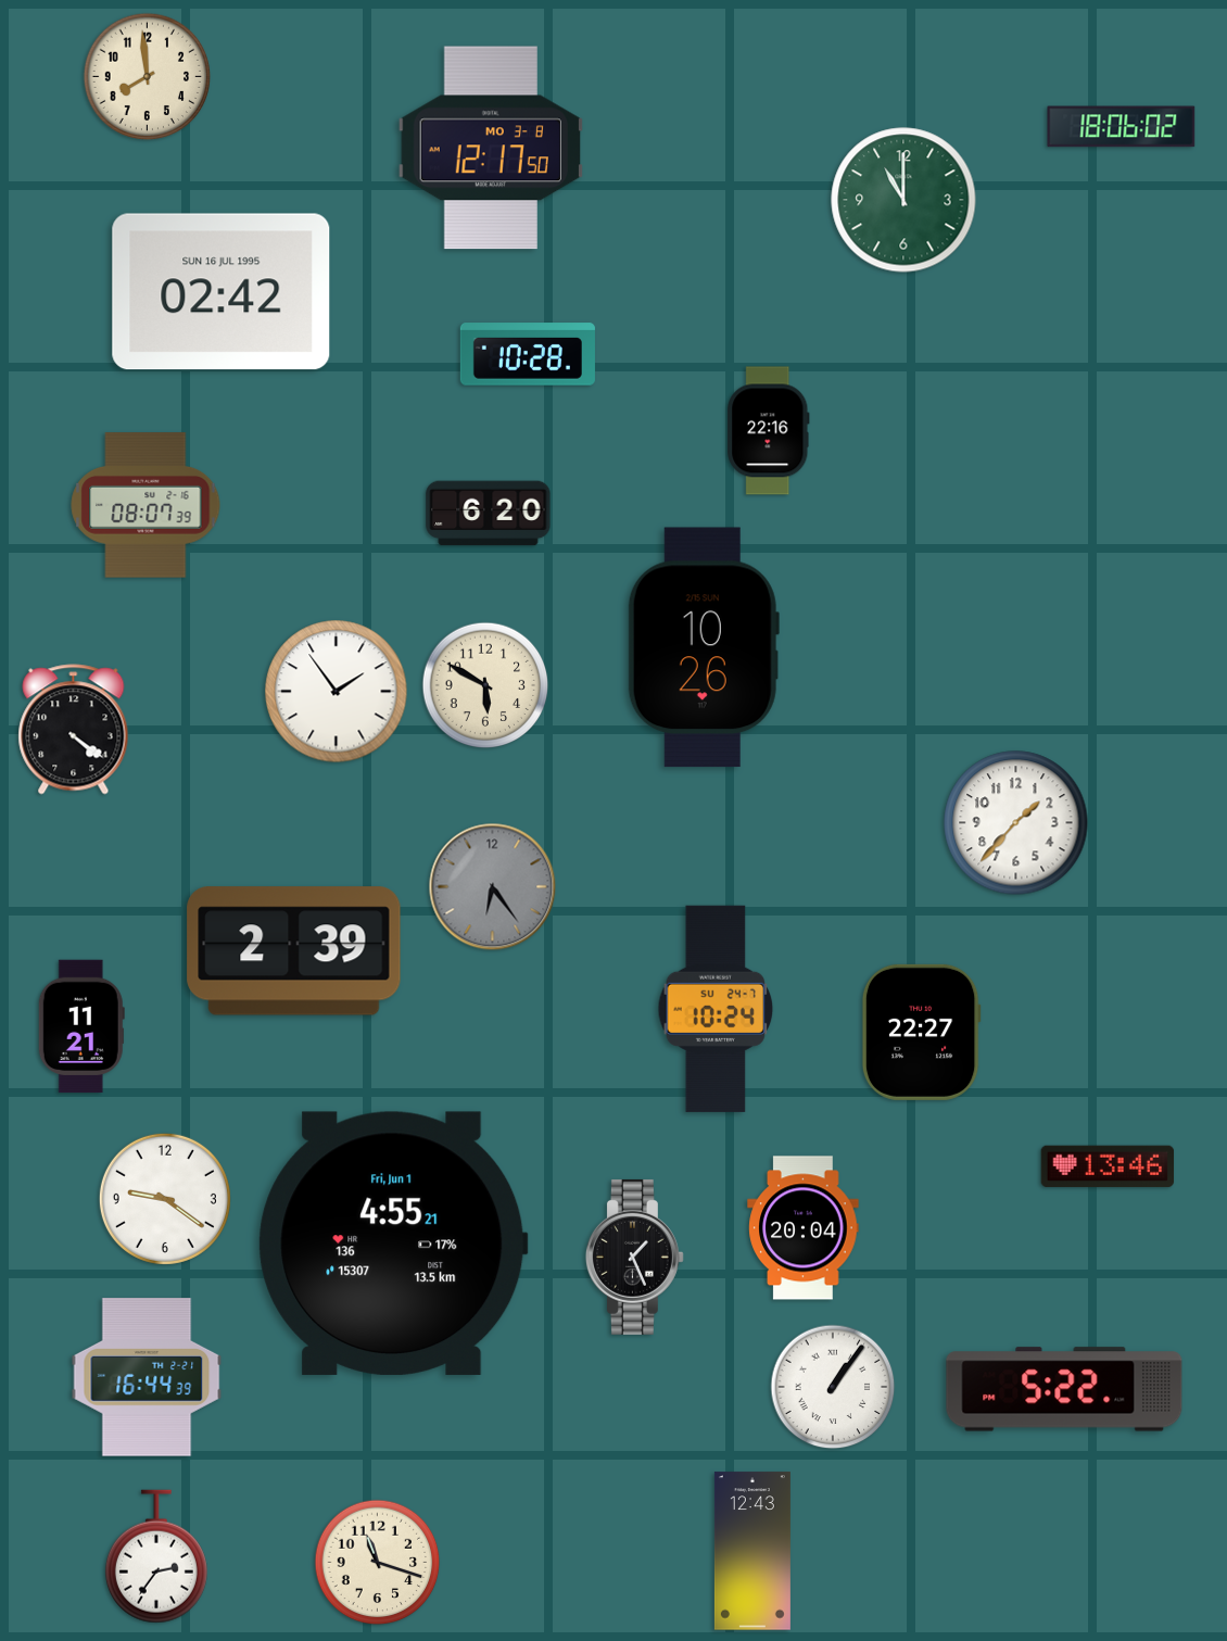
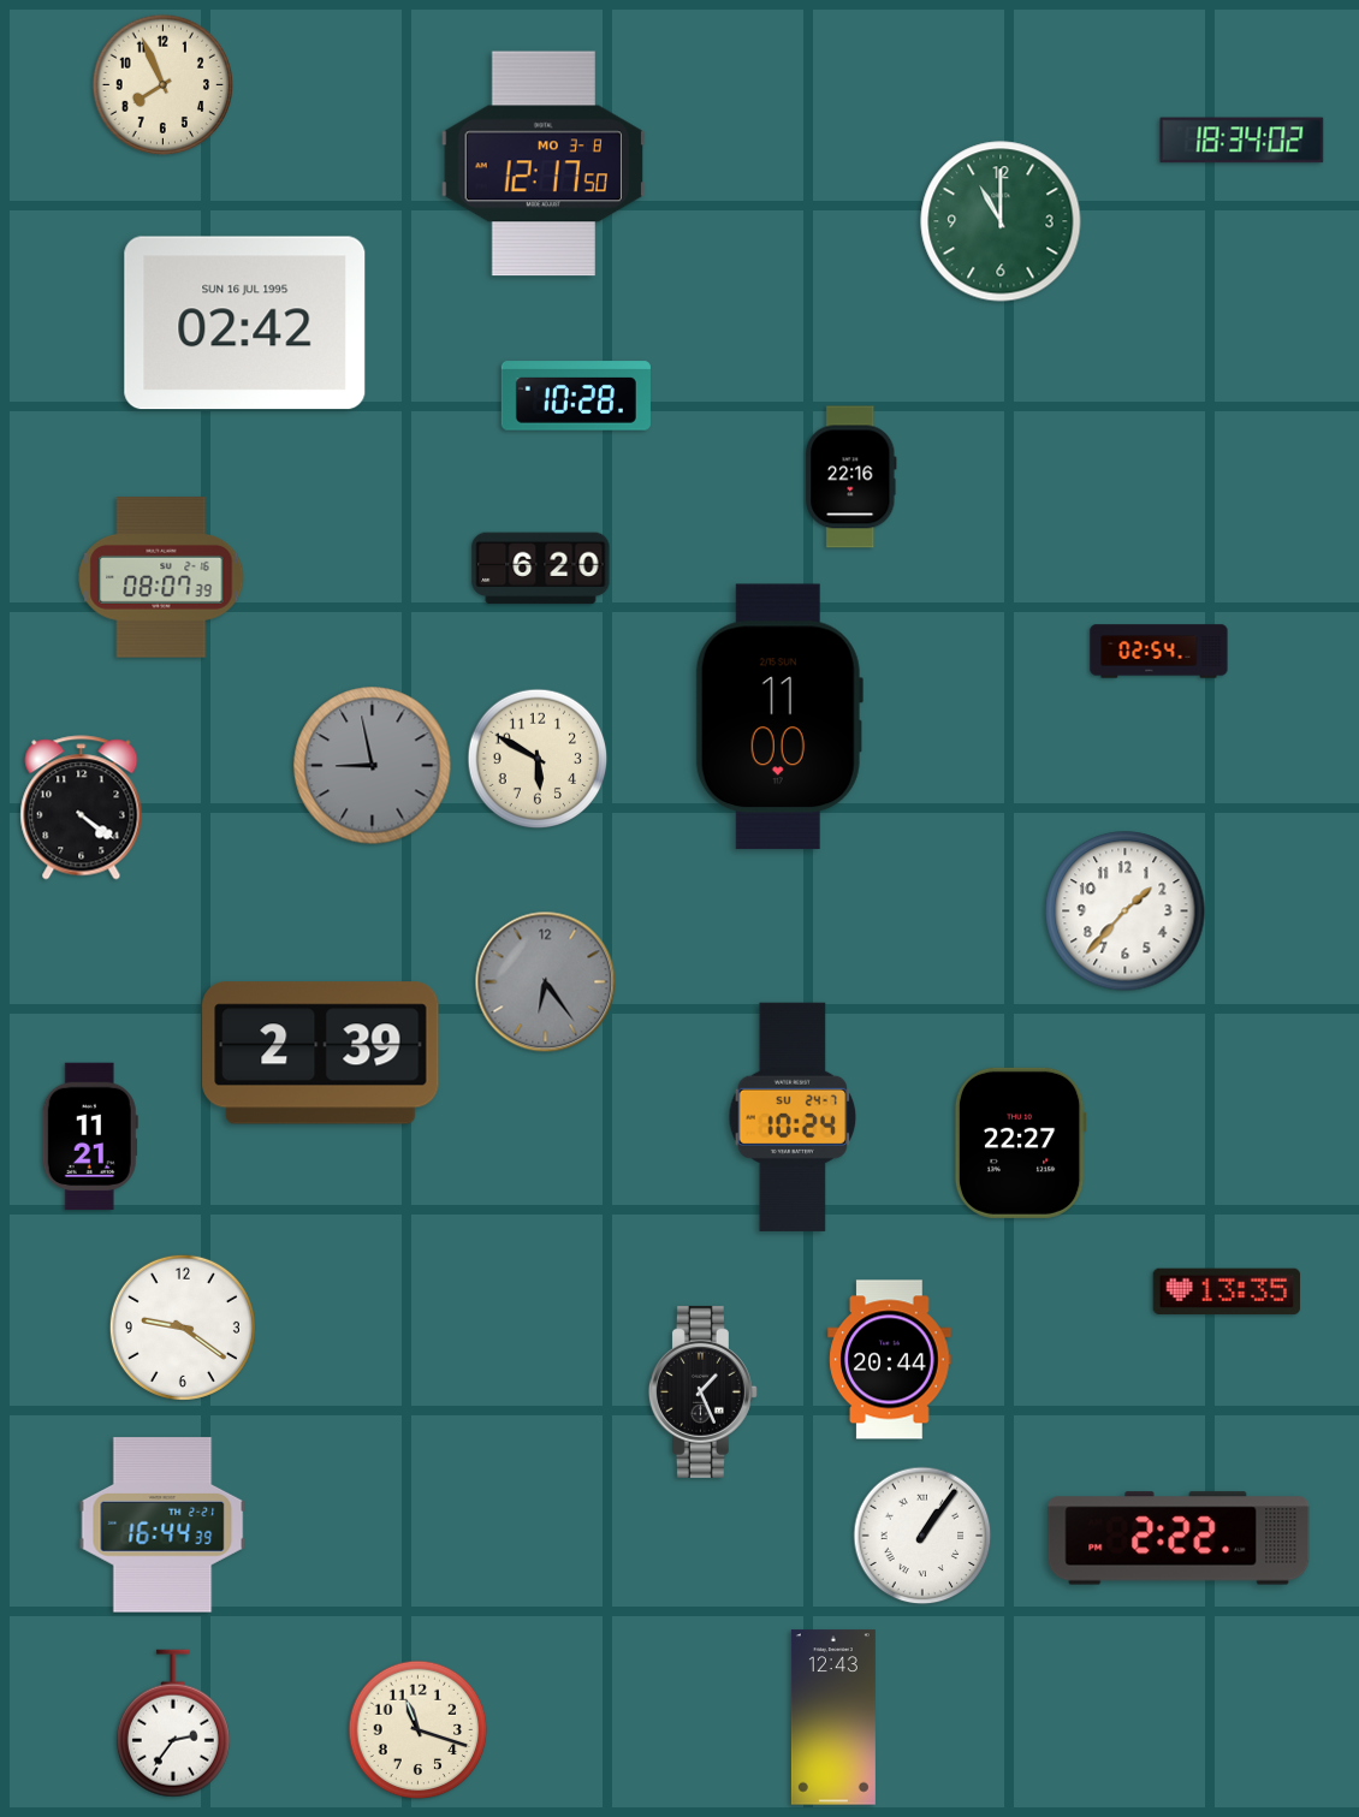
clock at (148, 77): 7:59 -> 7:56
clock at (1122, 127): 18:06 -> 18:34
clock at (528, 354) position: (528, 354) -> (576, 396)
clock at (146, 505) position: (146, 505) -> (161, 577)
clock at (1159, 652): none -> 02:54
clock at (704, 647): 10:26 -> 11:00
clock at (337, 692): 1:54 -> 8:58
clock at (337, 692) dial: white -> grey
clock at (294, 951) position: (294, 951) -> (321, 1053)
clock at (1108, 1166): 13:46 -> 13:35
clock at (804, 1228): 20:04 -> 20:44
clock at (393, 1244): 4:55 -> none
clock at (1064, 1389): 5:22 -> 2:22
